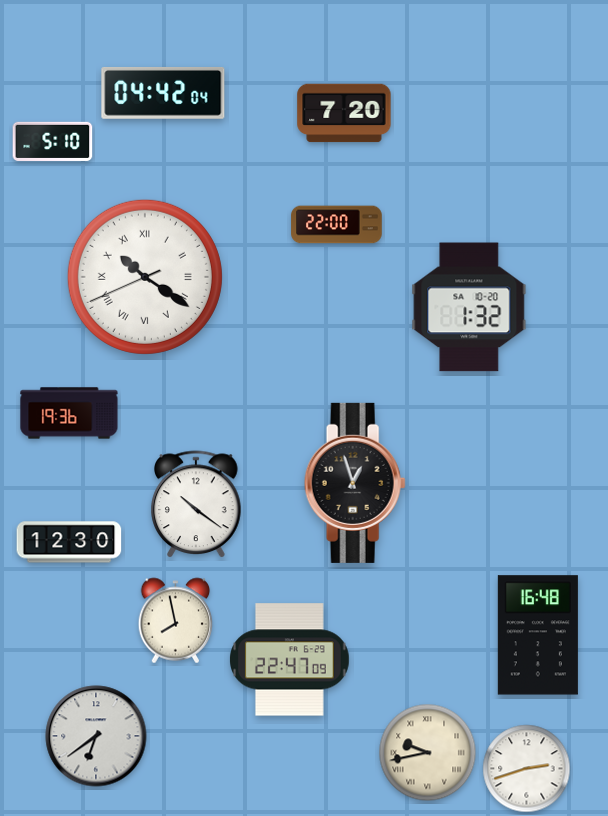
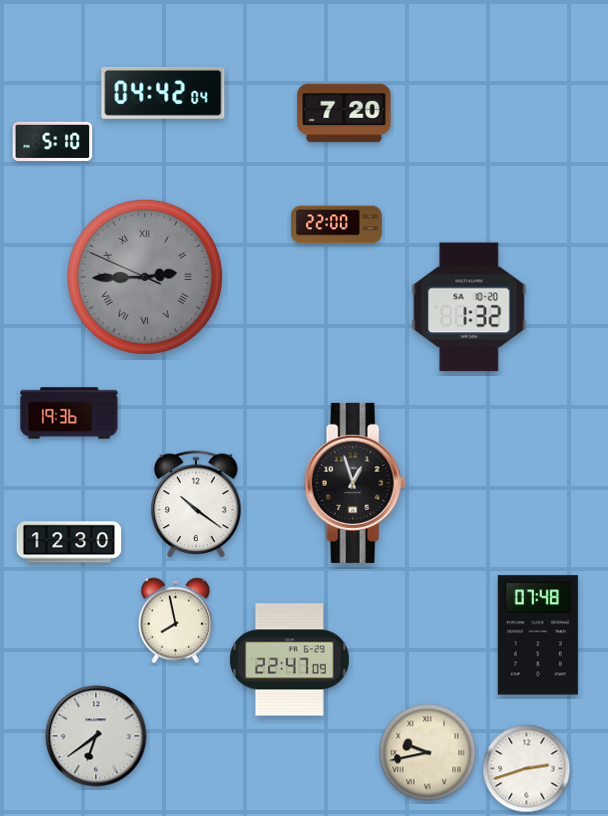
clock at (145, 277): 10:20 -> 2:44
clock at (145, 277) dial: white -> grey
clock at (538, 635): 16:48 -> 07:48
